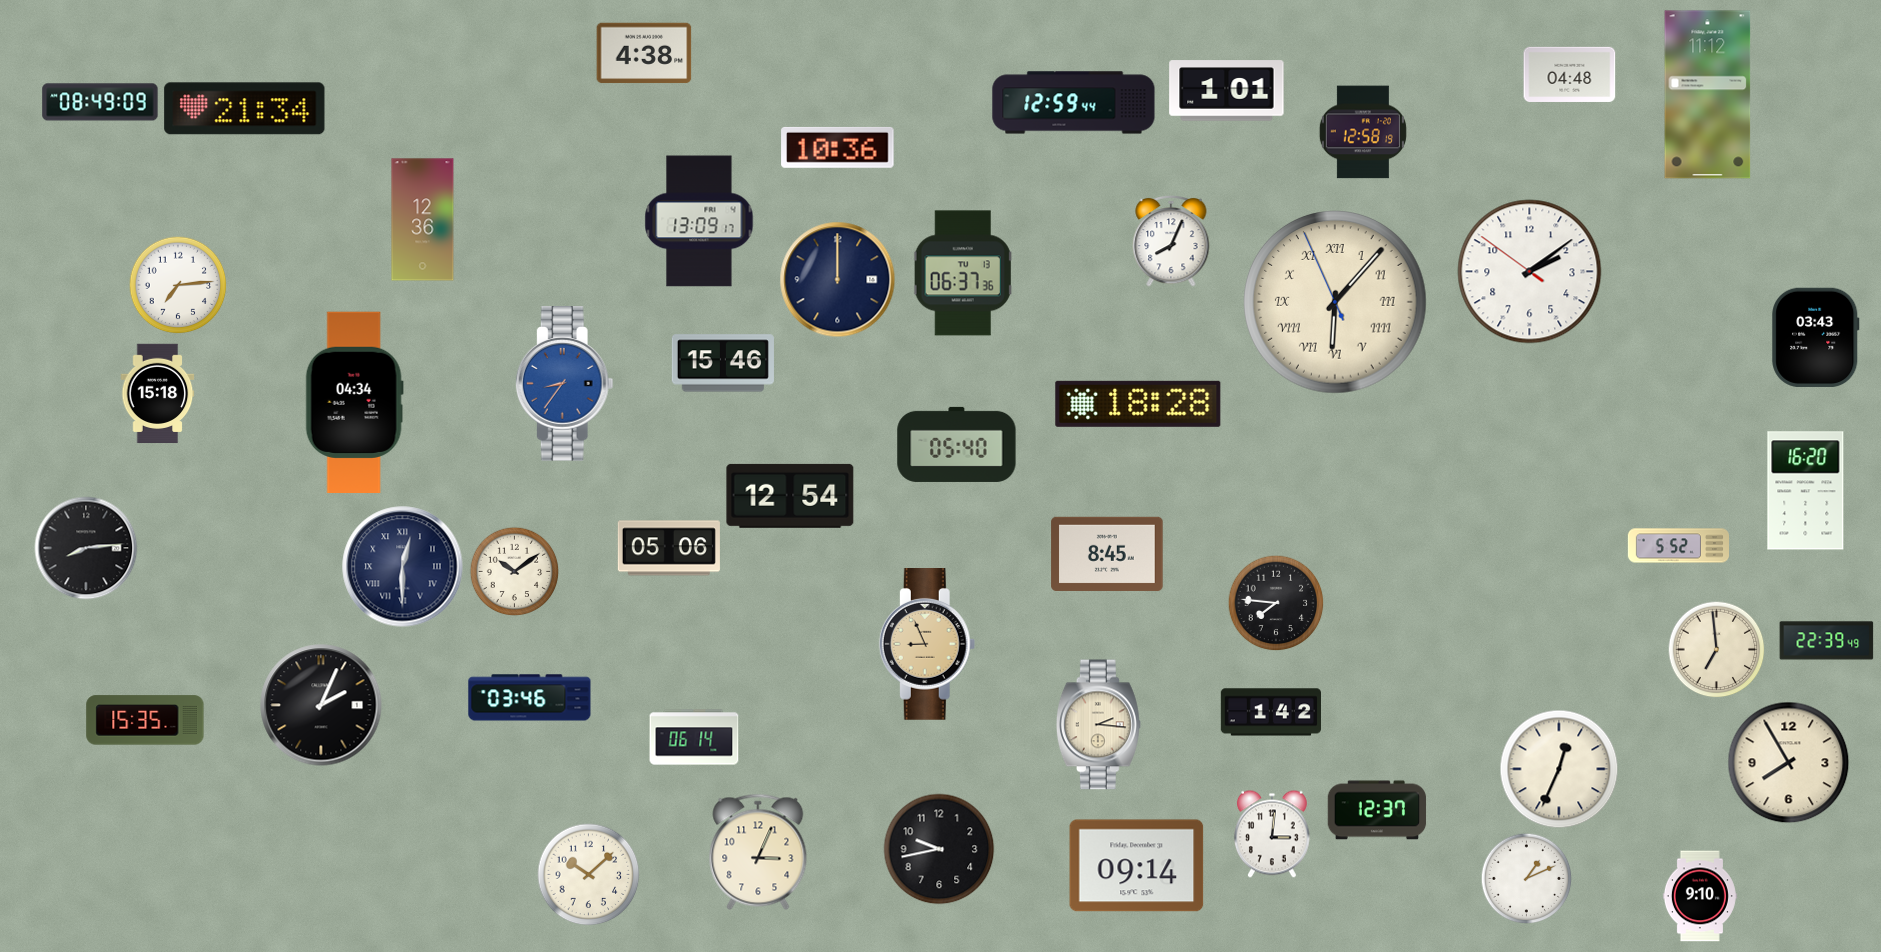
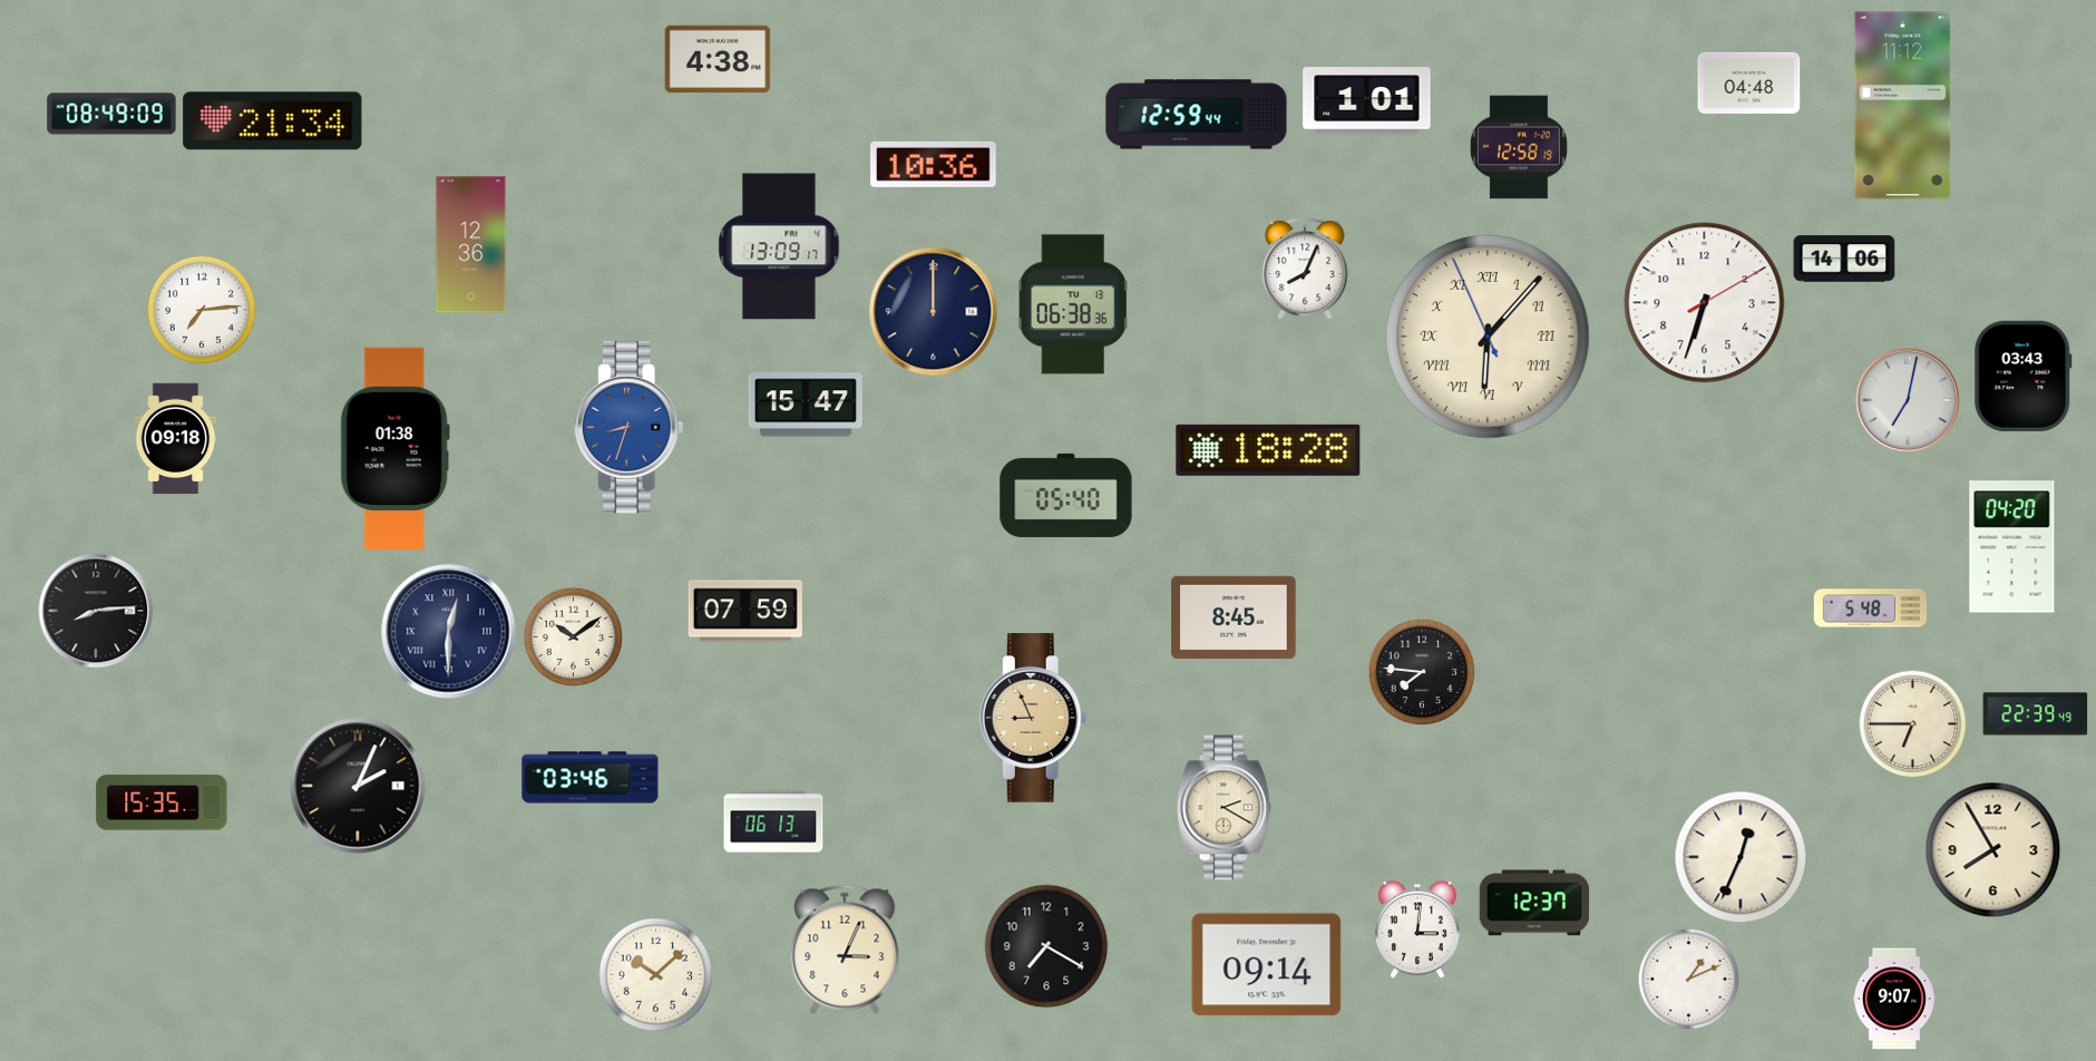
clock at (1844, 259): none -> 14:06
clock at (1530, 272): 2:08 -> 6:33
clock at (963, 273): 06:37 -> 06:38
clock at (178, 285) position: (178, 285) -> (202, 310)
clock at (1908, 400): none -> 7:02
clock at (723, 363): 15:46 -> 15:47
clock at (564, 384): 8:36 -> 8:33
clock at (158, 394): 15:18 -> 09:18
clock at (354, 402): 04:34 -> 01:38
clock at (1806, 491): 16:20 -> 04:20
clock at (790, 496): 12:54 -> none
clock at (1678, 546): 5:52 -> 5:48
clock at (669, 548): 05:06 -> 07:59
clock at (1716, 649): 6:59 -> 6:45
clock at (1270, 712): 1:42 -> none
clock at (1098, 725): 2:16 -> 2:20
clock at (694, 737): 06:14 -> 06:13
clock at (1559, 769) position: (1559, 769) -> (1741, 857)
clock at (939, 849): 9:43 -> 7:20
clock at (1526, 878) position: (1526, 878) -> (1688, 979)
clock at (1700, 896): 9:10 -> 9:07
